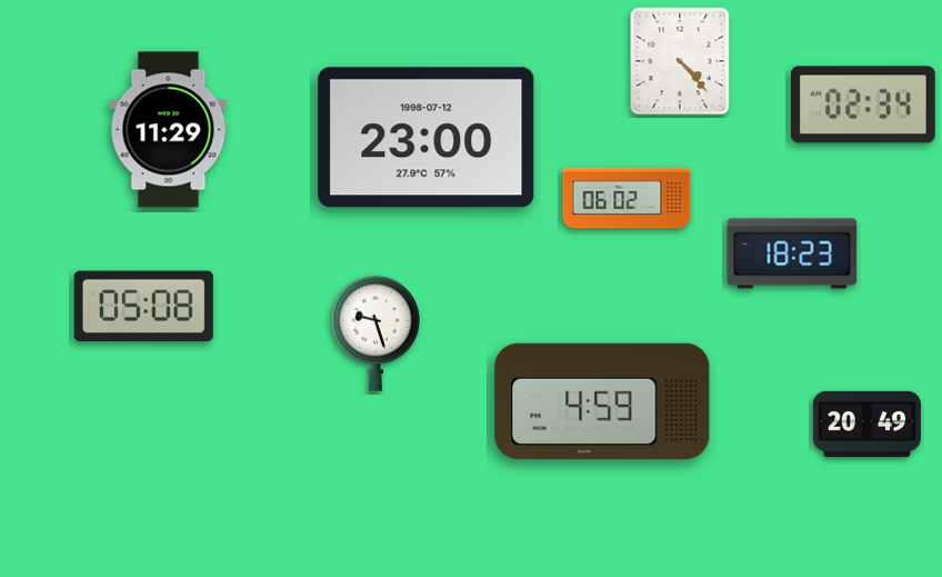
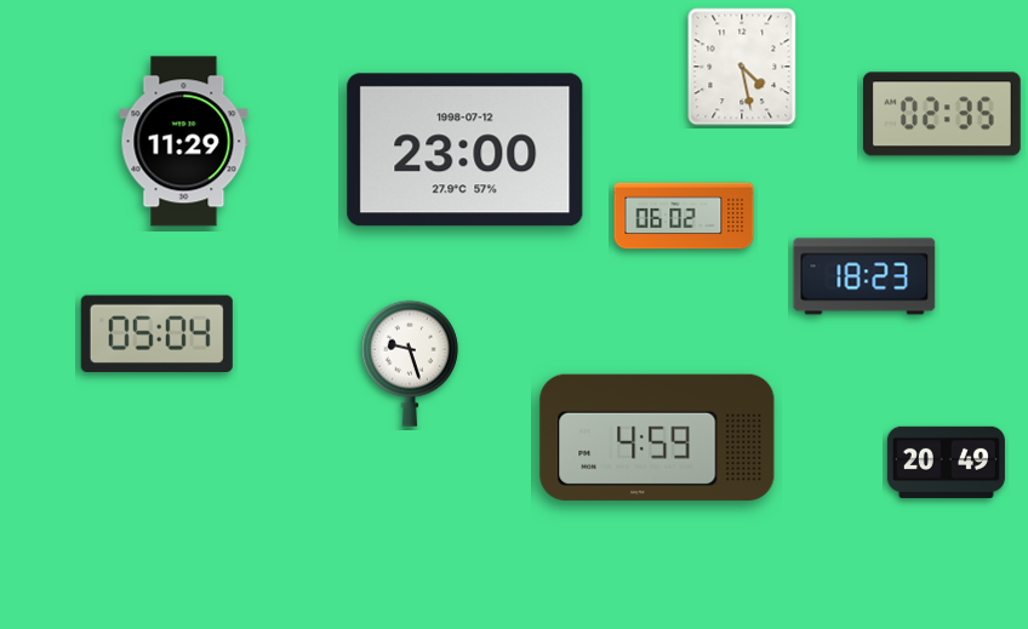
clock at (680, 61): 4:23 -> 4:28
clock at (864, 105): 02:34 -> 02:35
clock at (143, 306): 05:08 -> 05:04
